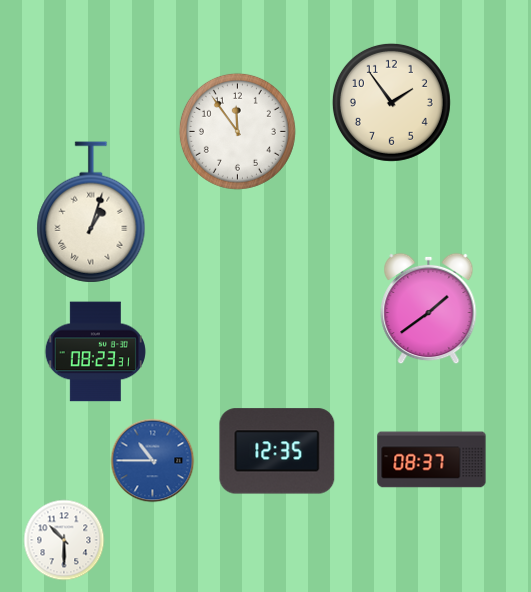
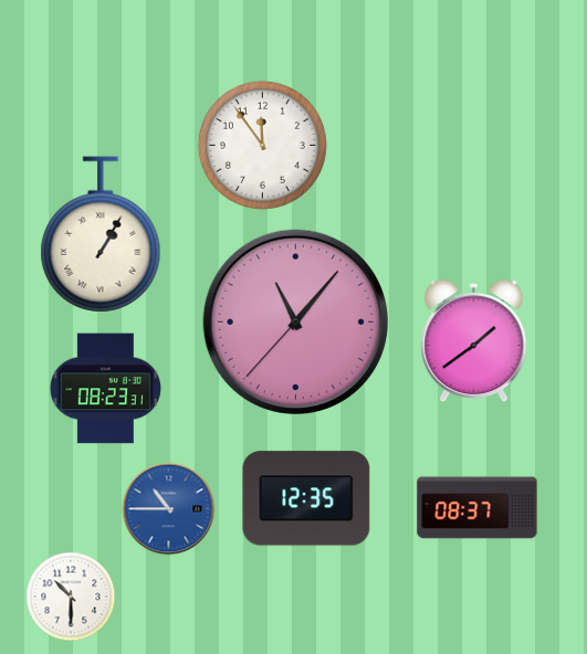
clock at (391, 102): 1:54 -> none
clock at (91, 212): 1:03 -> 1:05
clock at (295, 321): none -> 11:06
